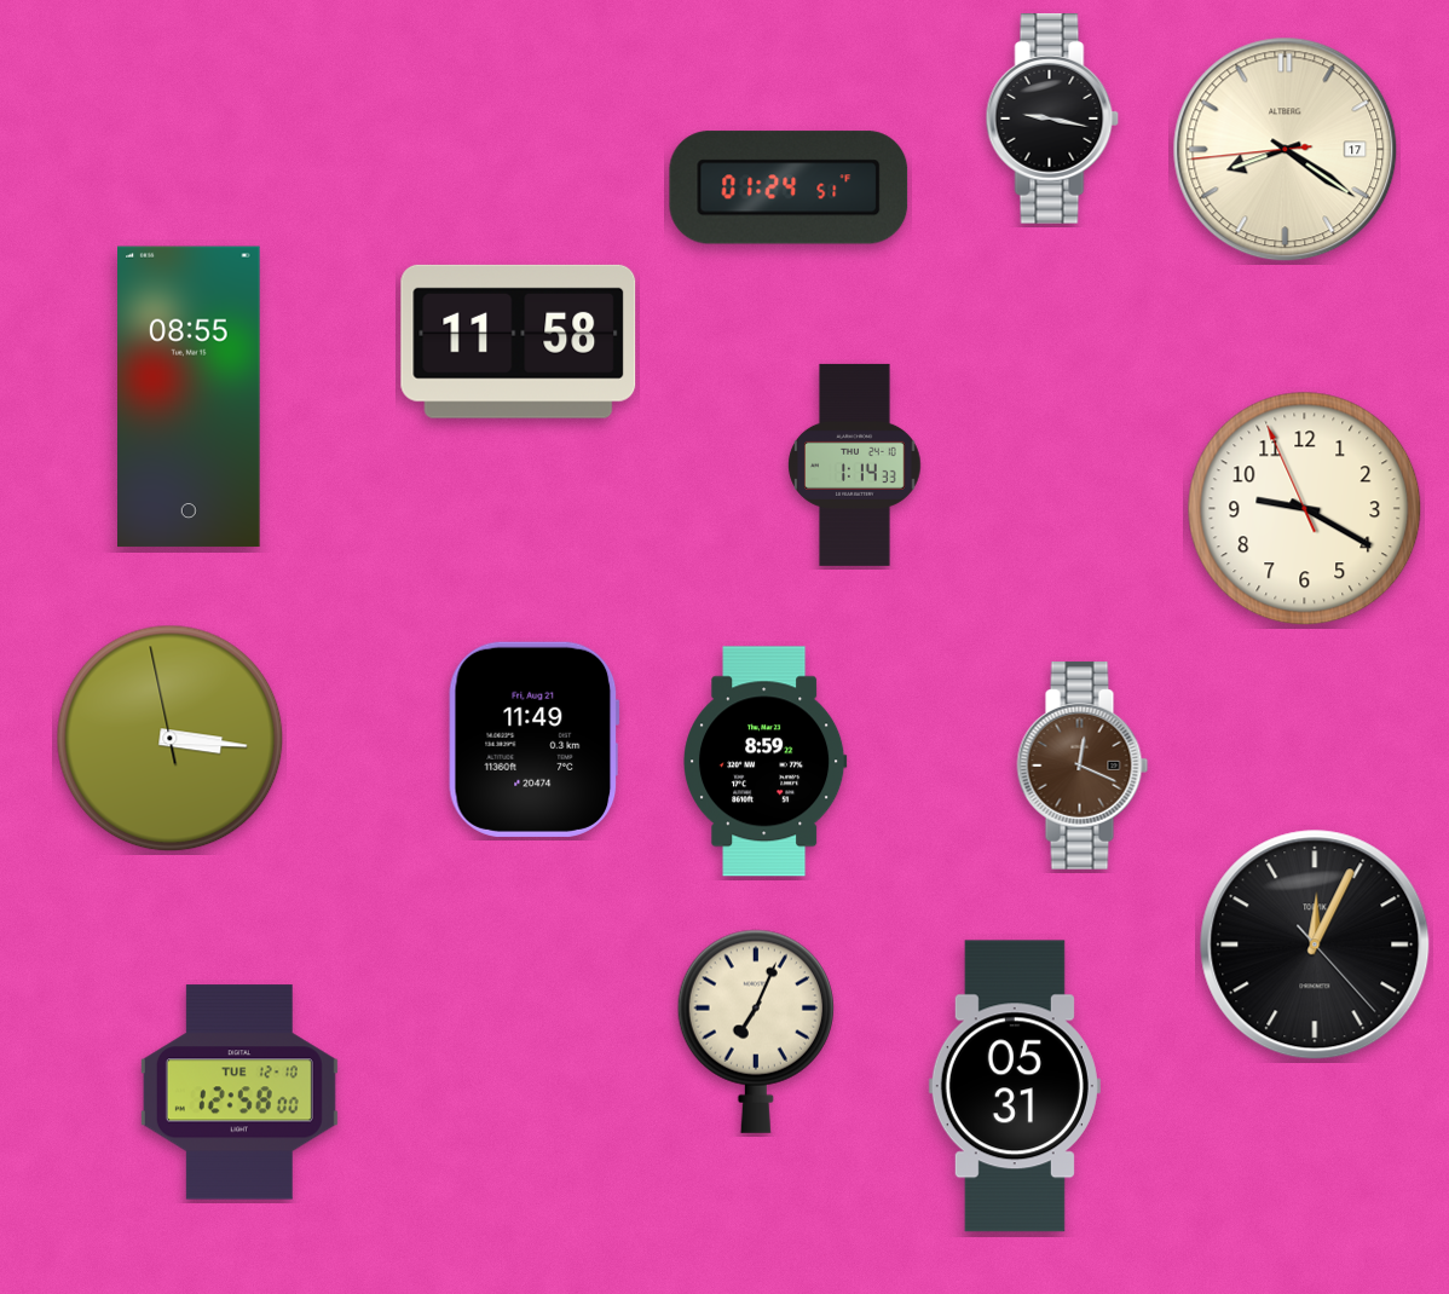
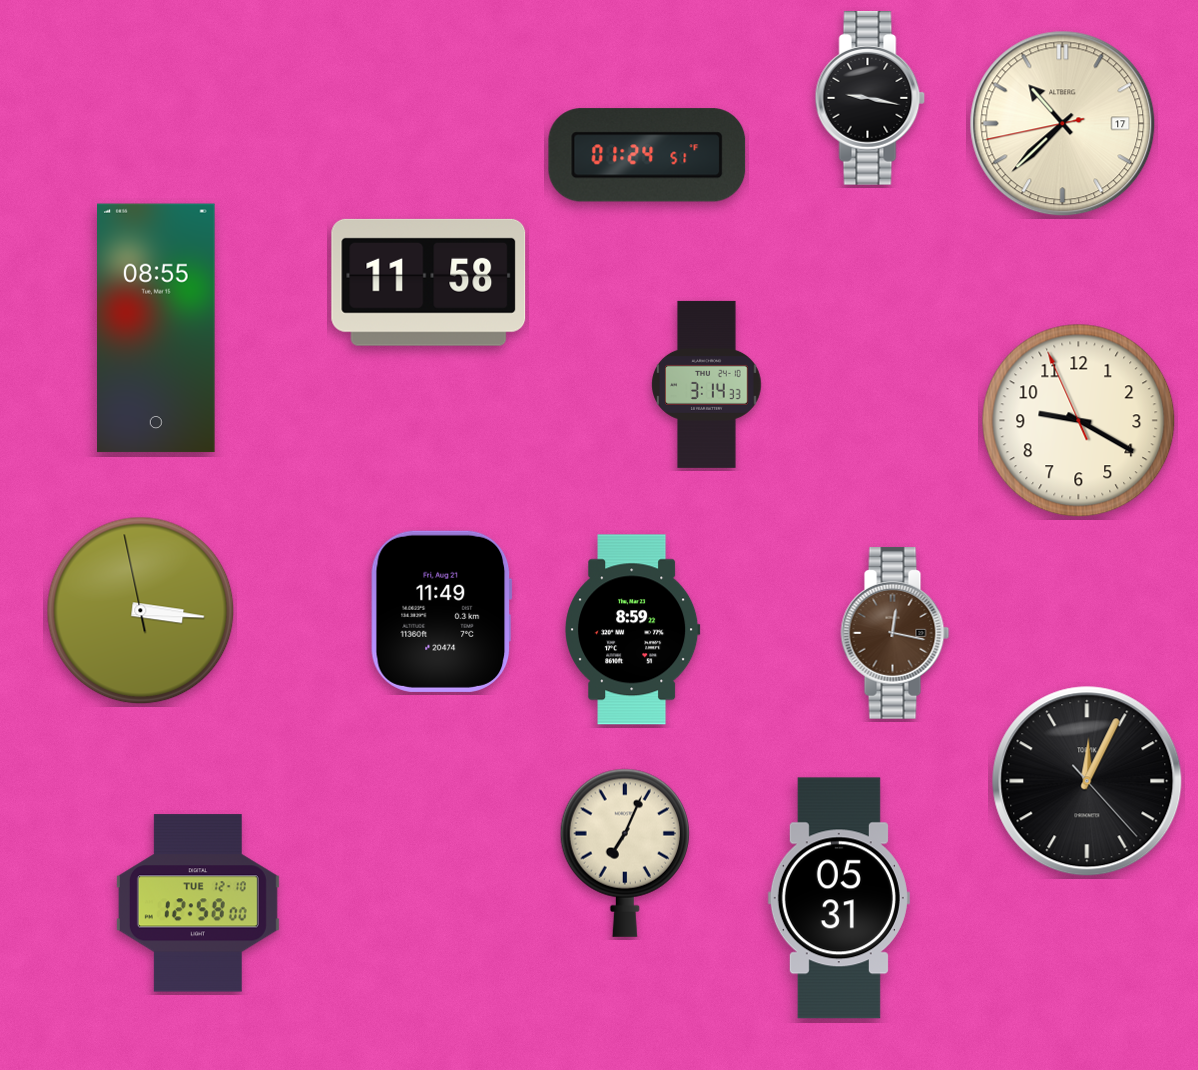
clock at (1286, 150): 8:20 -> 10:37
clock at (789, 187) position: (789, 187) -> (647, 155)
clock at (855, 464): 1:14 -> 3:14
clock at (1083, 766): 12:19 -> 12:17
